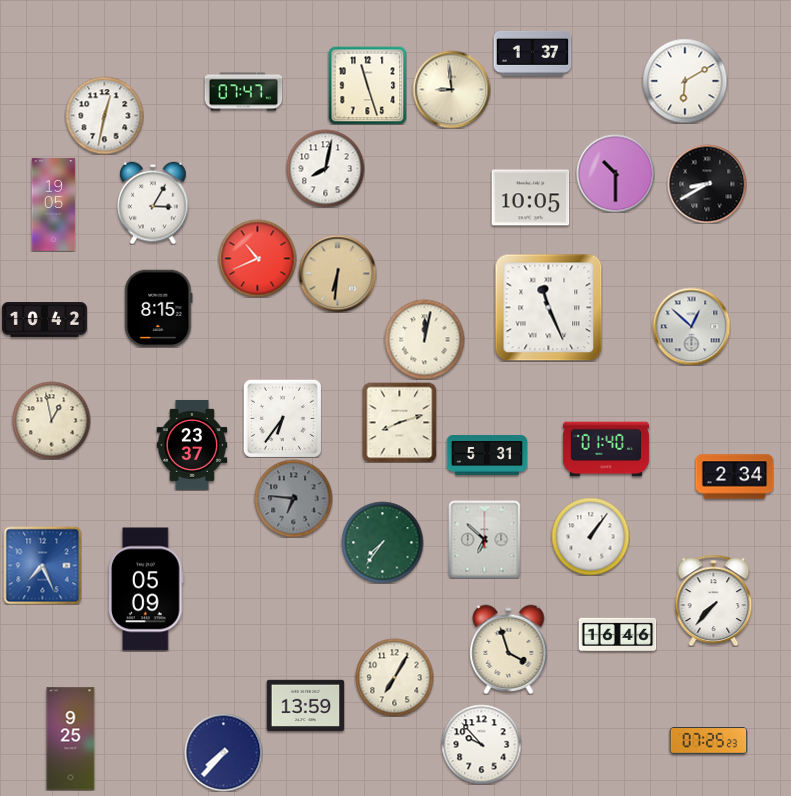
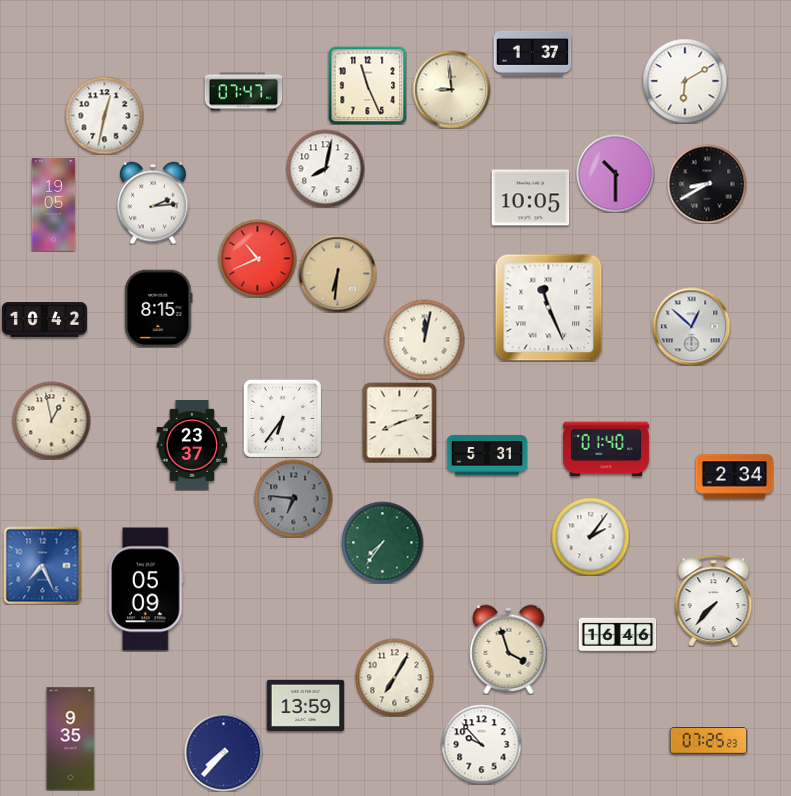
clock at (367, 85): 11:27 -> 11:26
clock at (153, 203): 3:05 -> 2:14
clock at (590, 536): 1:06 -> 2:06
clock at (485, 539): 6:52 -> none
clock at (71, 739): 9:25 -> 9:35
